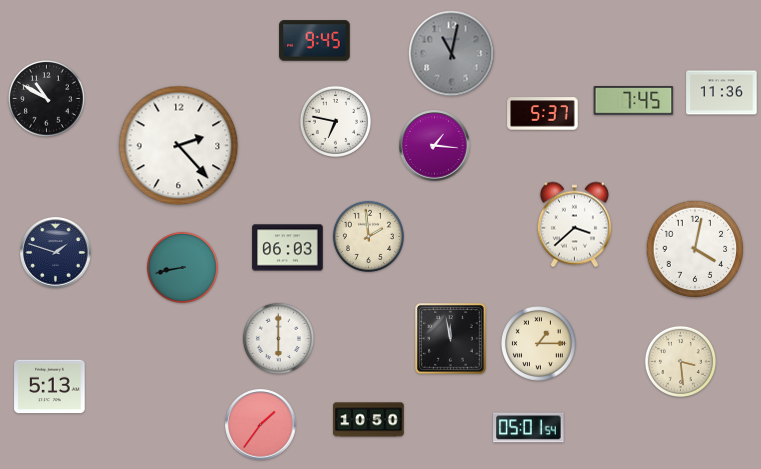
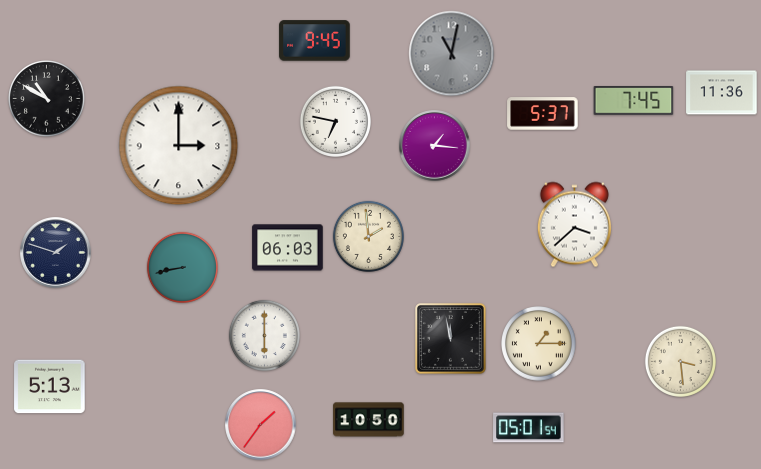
clock at (179, 146): 2:23 -> 3:00
clock at (695, 249): 4:02 -> none
clock at (278, 338) position: (278, 338) -> (264, 335)
